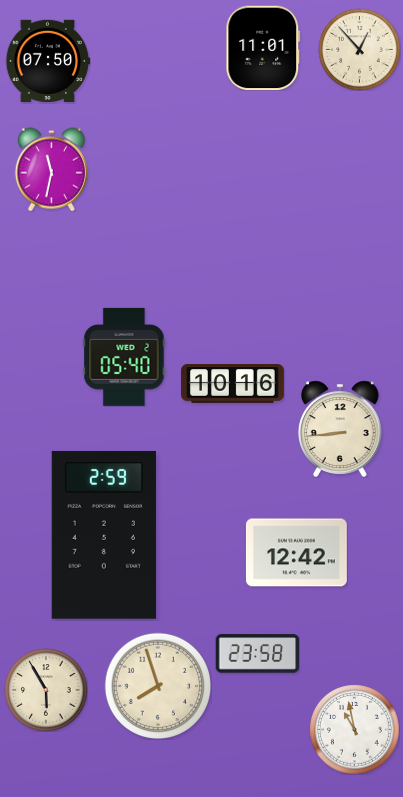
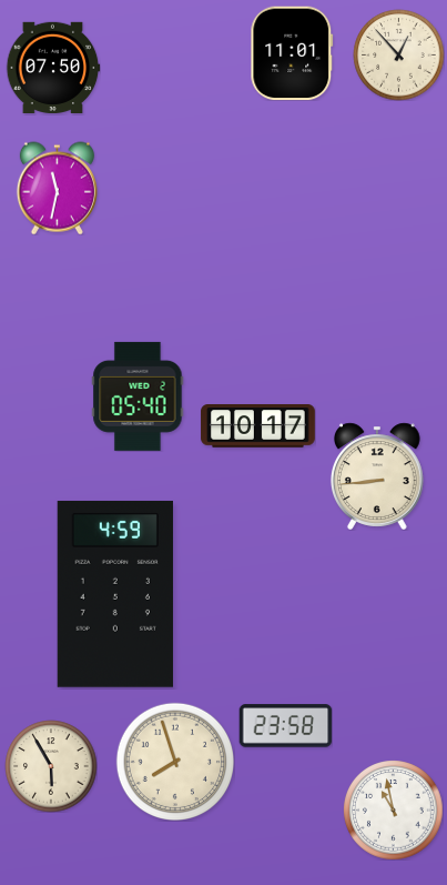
clock at (233, 384): 10:16 -> 10:17
clock at (104, 535): 2:59 -> 4:59
clock at (296, 553): 12:42 -> none
